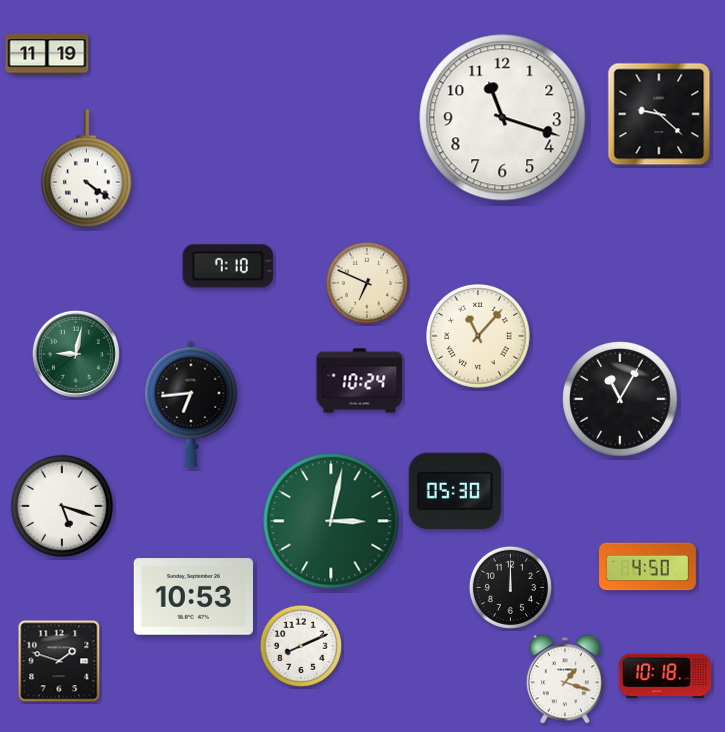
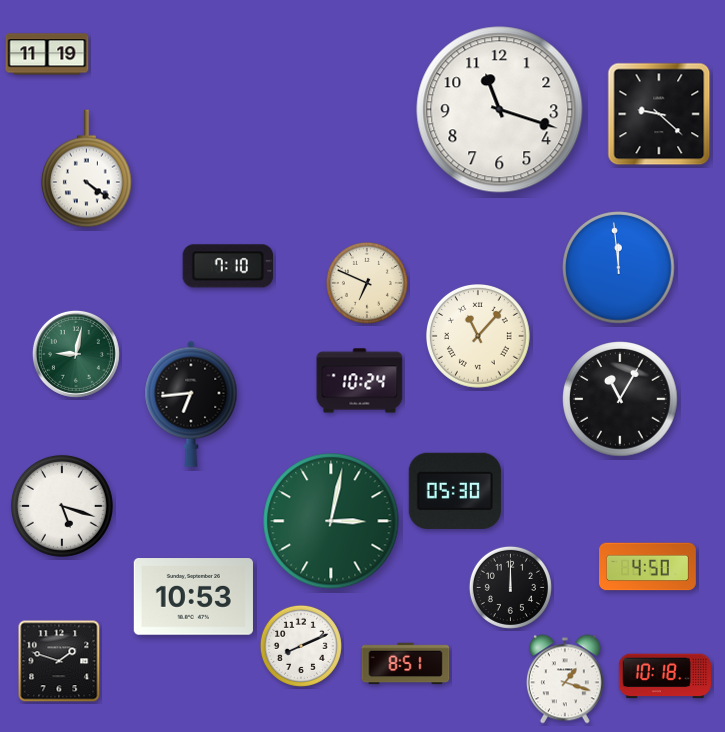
clock at (503, 118) position: (503, 118) -> (500, 110)
clock at (619, 268): none -> 11:59
clock at (406, 664): none -> 8:51
